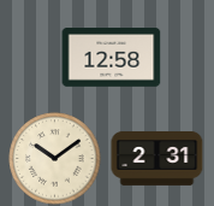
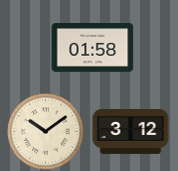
clock at (112, 58): 12:58 -> 01:58
clock at (157, 159): 2:31 -> 3:12
